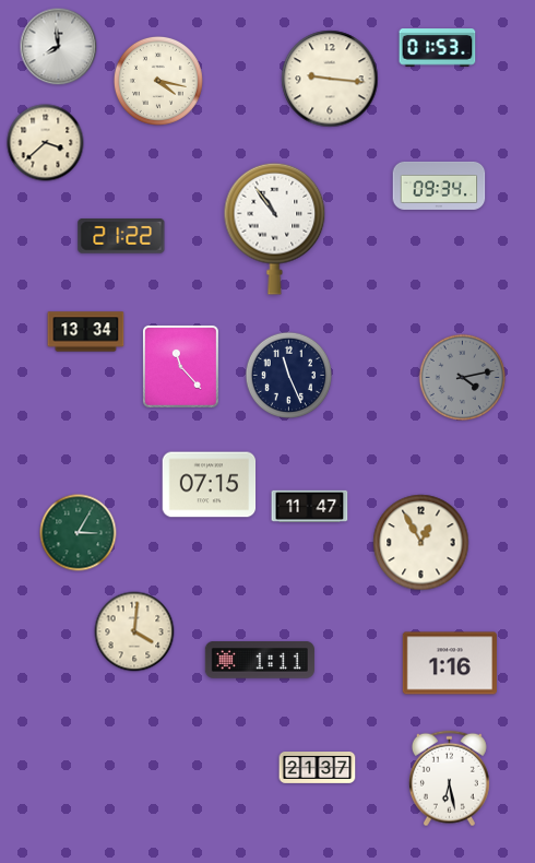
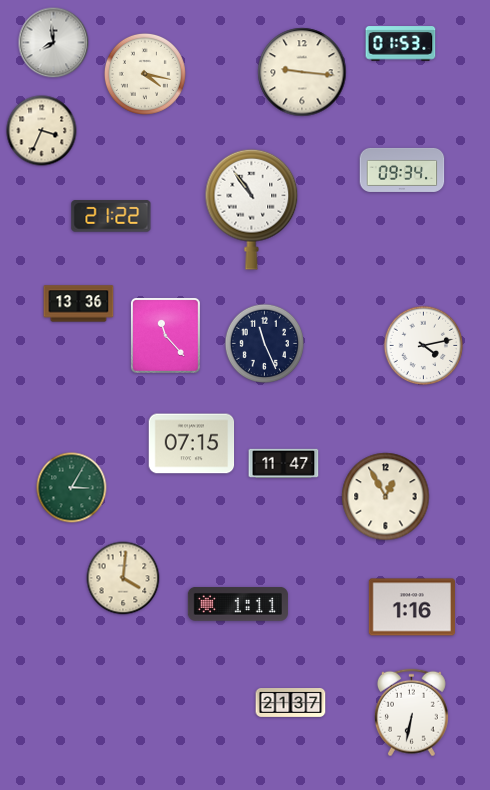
clock at (46, 143): 3:38 -> 3:34
clock at (86, 332): 13:34 -> 13:36
clock at (463, 378) dial: grey -> white
clock at (449, 779): 6:28 -> 6:32
